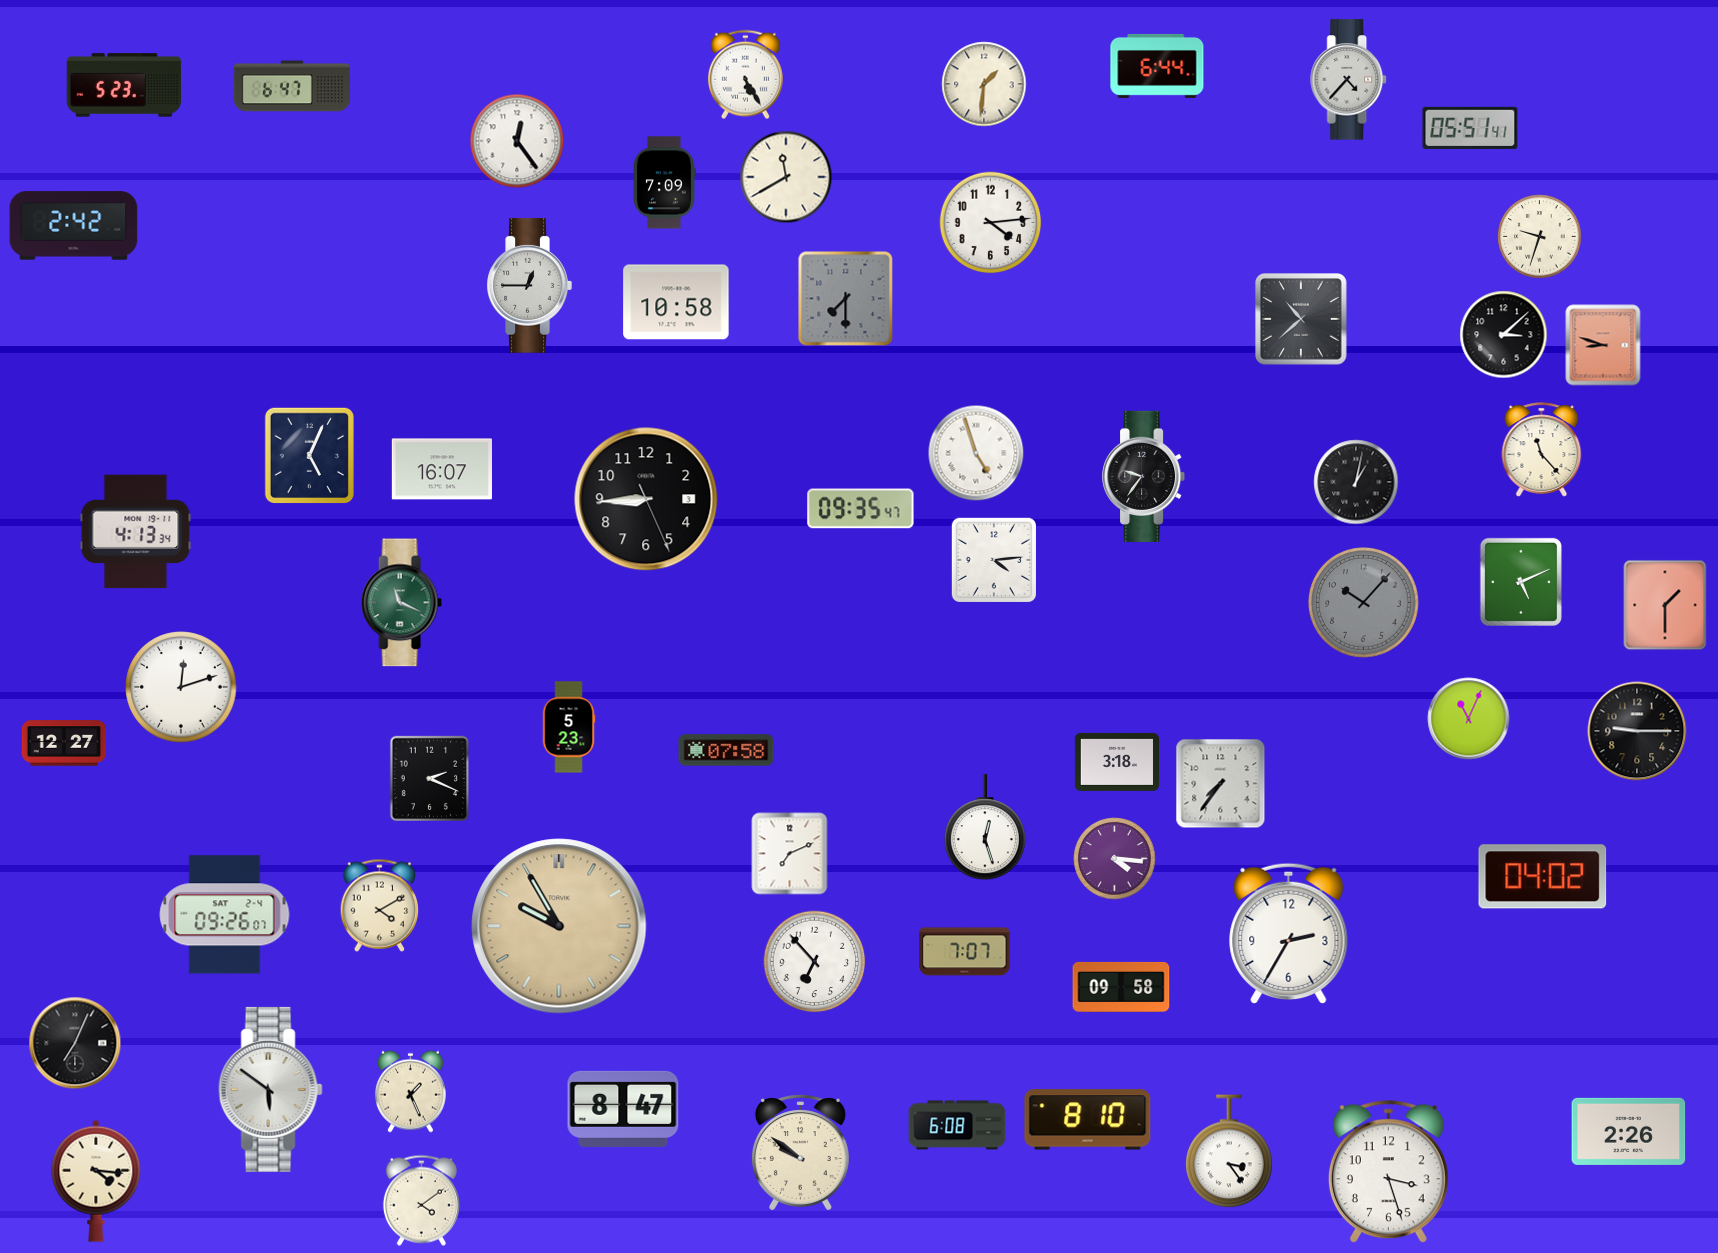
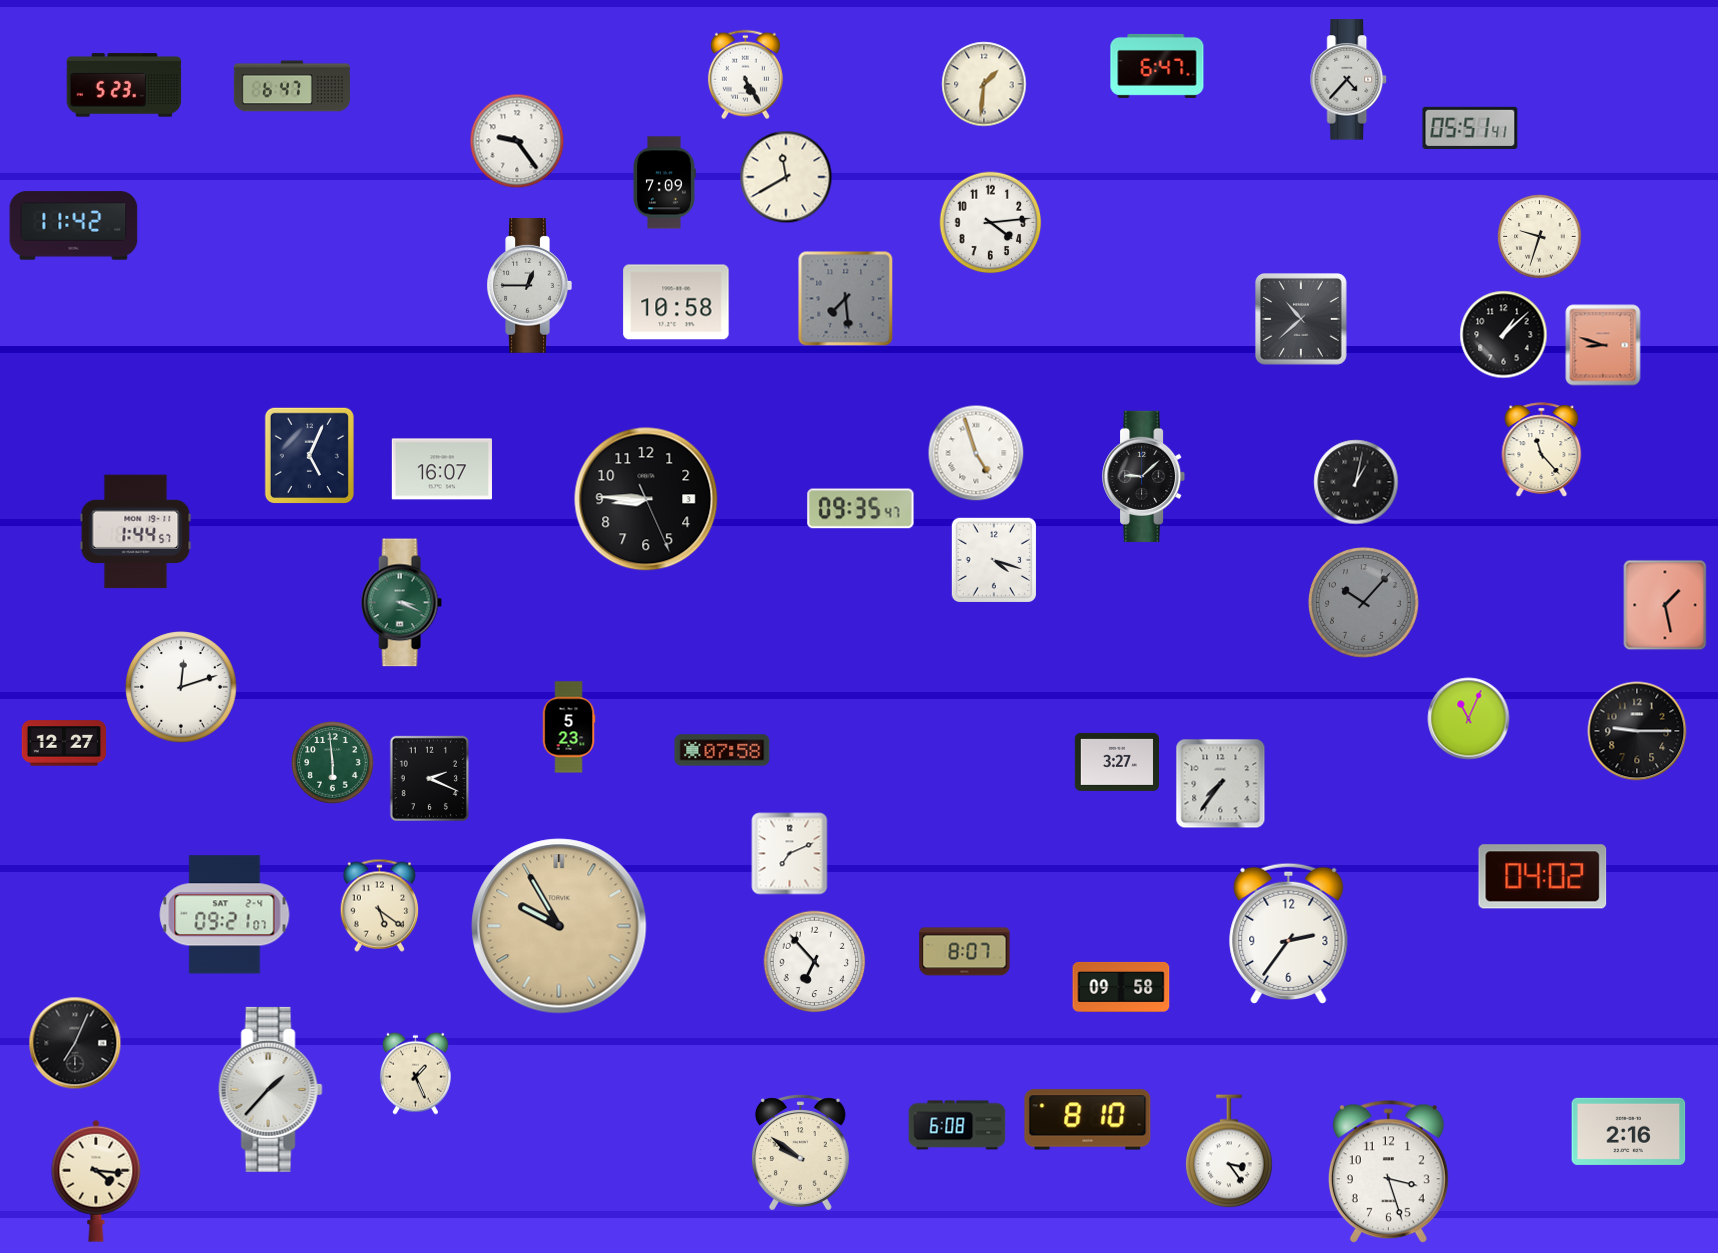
clock at (1157, 66): 6:44 -> 6:47
clock at (517, 141): 12:24 -> 9:24
clock at (74, 226): 2:42 -> 11:42
clock at (846, 299): 7:30 -> 7:29
clock at (1504, 335): 3:08 -> 1:08
clock at (1144, 476): 9:36 -> 9:08
clock at (646, 499): 8:44 -> 8:45
clock at (136, 532): 4:13 -> 1:44
clock at (993, 559): 4:14 -> 4:18
clock at (1521, 582): 5:11 -> none
clock at (401, 603): 11:19 -> 3:19
clock at (1665, 605): 1:30 -> 1:28
clock at (726, 750) position: (726, 750) -> (722, 750)
clock at (1116, 762): 3:18 -> 3:27
clock at (333, 763): none -> 5:59
clock at (985, 828): 12:27 -> none
clock at (1115, 859): 4:16 -> none
clock at (380, 905): 4:10 -> 5:21
clock at (225, 915): 09:26 -> 09:21
clock at (1289, 933): 2:35 -> 2:36
clock at (965, 952): 7:07 -> 8:07
clock at (270, 1089): 5:51 -> 1:37
clock at (410, 1091) position: (410, 1091) -> (415, 1073)
clock at (623, 1109): 8:47 -> none
clock at (1629, 1131): 2:26 -> 2:16
clock at (421, 1200): 4:09 -> none
